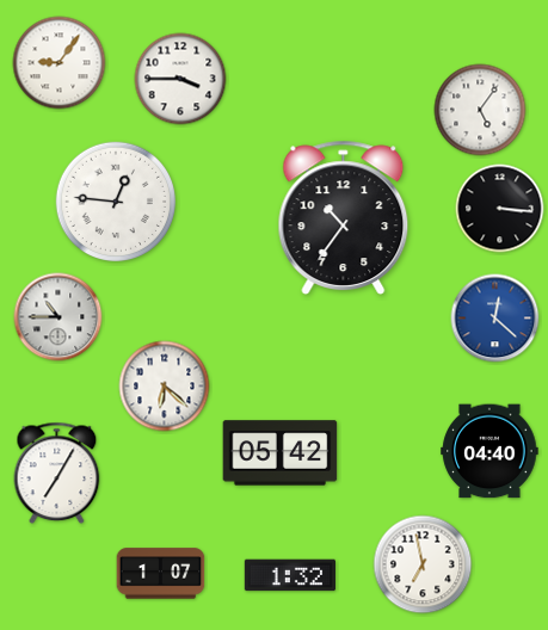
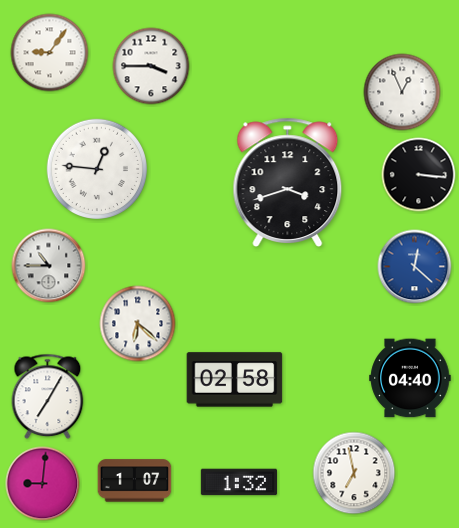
clock at (480, 110): 5:06 -> 12:56
clock at (344, 217): 10:36 -> 3:42
clock at (281, 453): 05:42 -> 02:58
clock at (289, 575) position: (289, 575) -> (238, 482)
clock at (43, 484): none -> 9:01
